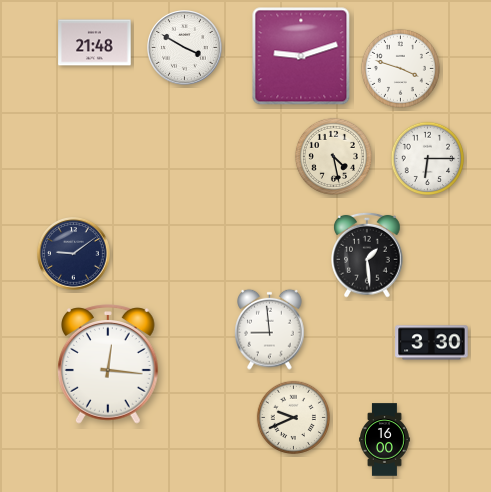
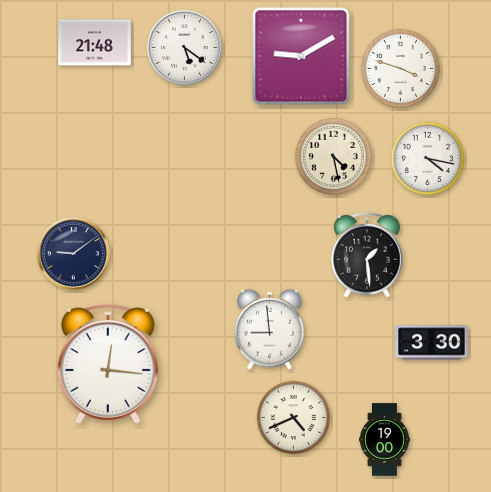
clock at (185, 48): 3:50 -> 5:21
clock at (301, 56): 9:12 -> 9:10
clock at (427, 158): 6:15 -> 4:17
clock at (293, 417): 9:41 -> 4:41
clock at (385, 440): 16:00 -> 19:00
